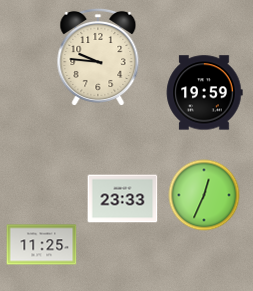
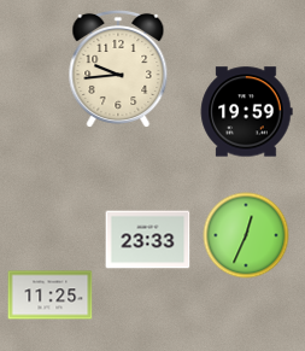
clock at (98, 57): 9:46 -> 9:44
